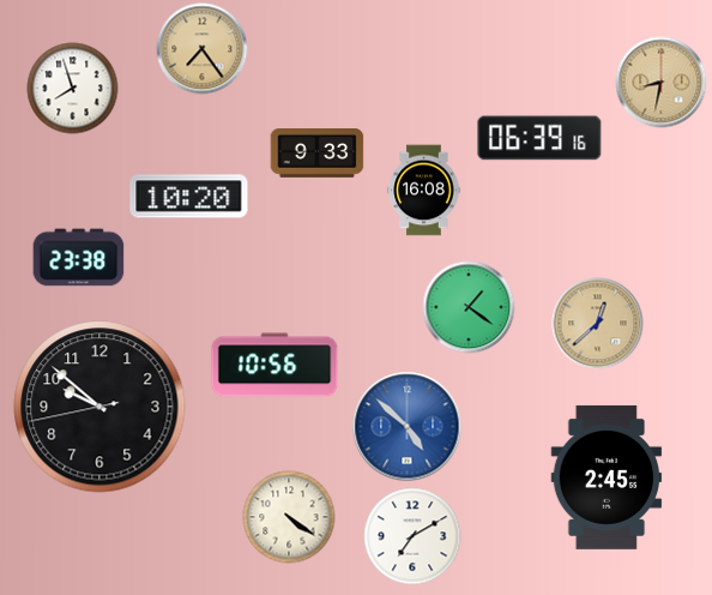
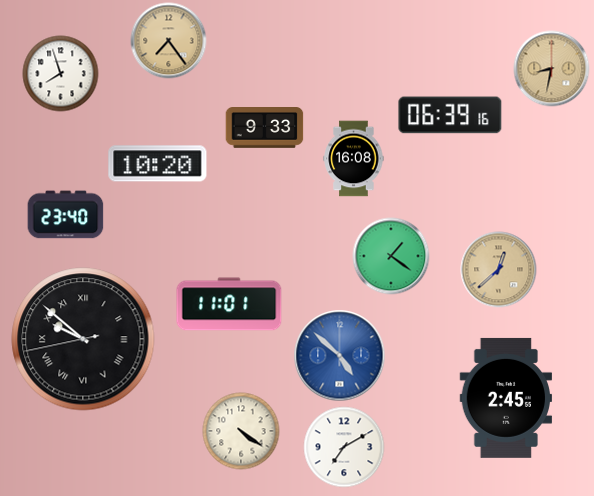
clock at (79, 258): 23:38 -> 23:40
clock at (274, 365): 10:56 -> 11:01
clock at (99, 407) numerals: Arabic -> Roman
